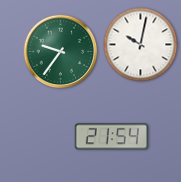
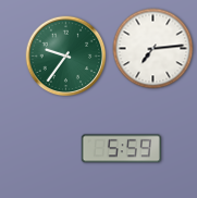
clock at (141, 45): 10:02 -> 7:14
clock at (111, 137): 21:54 -> 5:59
